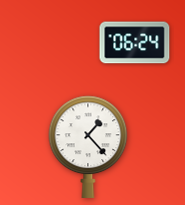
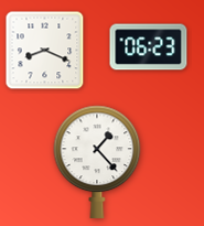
clock at (135, 43): 06:24 -> 06:23
clock at (45, 51): none -> 8:19
